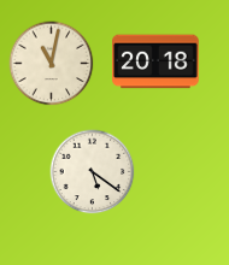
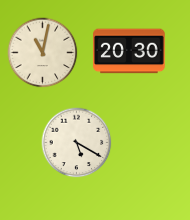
clock at (155, 61): 20:18 -> 20:30
clock at (93, 172): 5:21 -> 5:20
